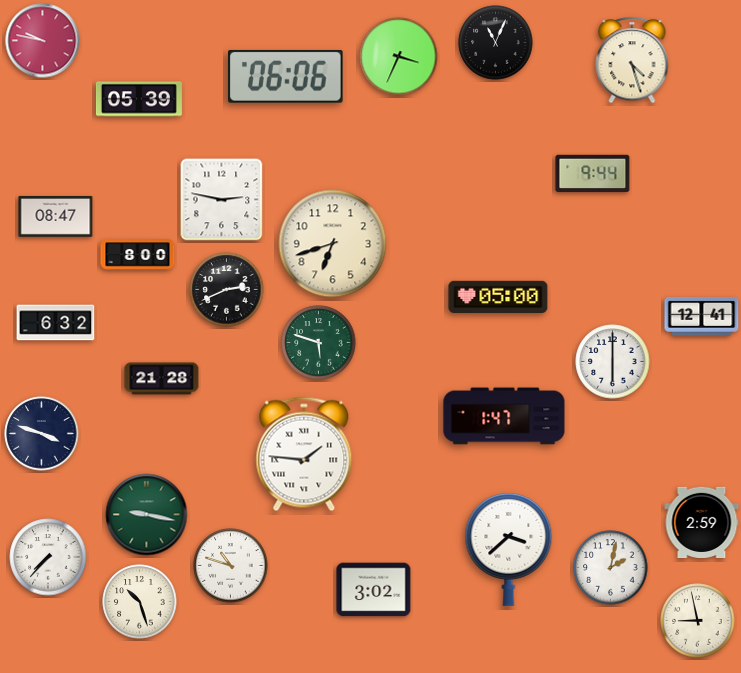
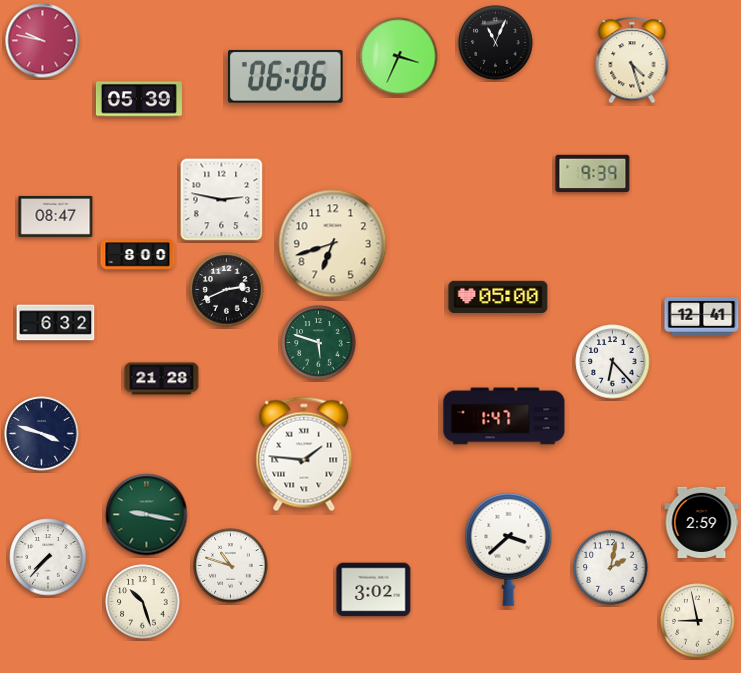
clock at (593, 174): 9:44 -> 9:39
clock at (613, 362): 6:00 -> 6:23
clock at (140, 602) position: (140, 602) -> (143, 602)
